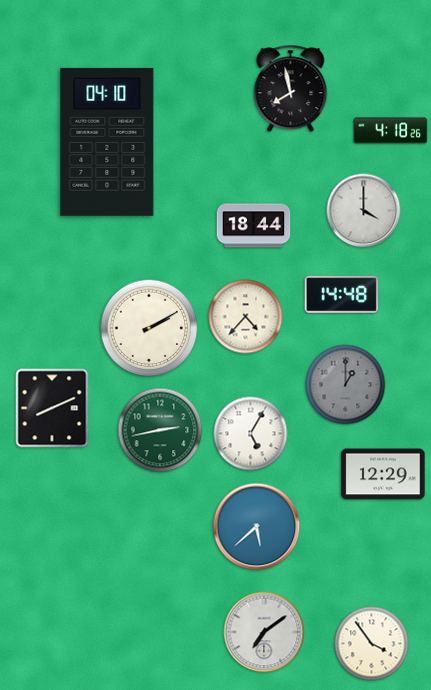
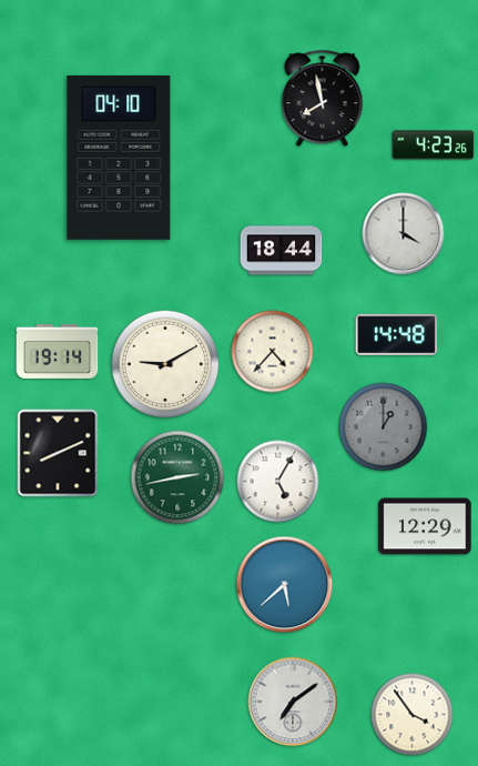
clock at (391, 131): 4:18 -> 4:23
clock at (342, 294) position: (342, 294) -> (397, 334)
clock at (58, 351): none -> 19:14
clock at (149, 328): 2:10 -> 9:10
